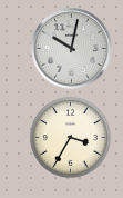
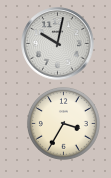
clock at (72, 49) position: (72, 49) -> (58, 44)
